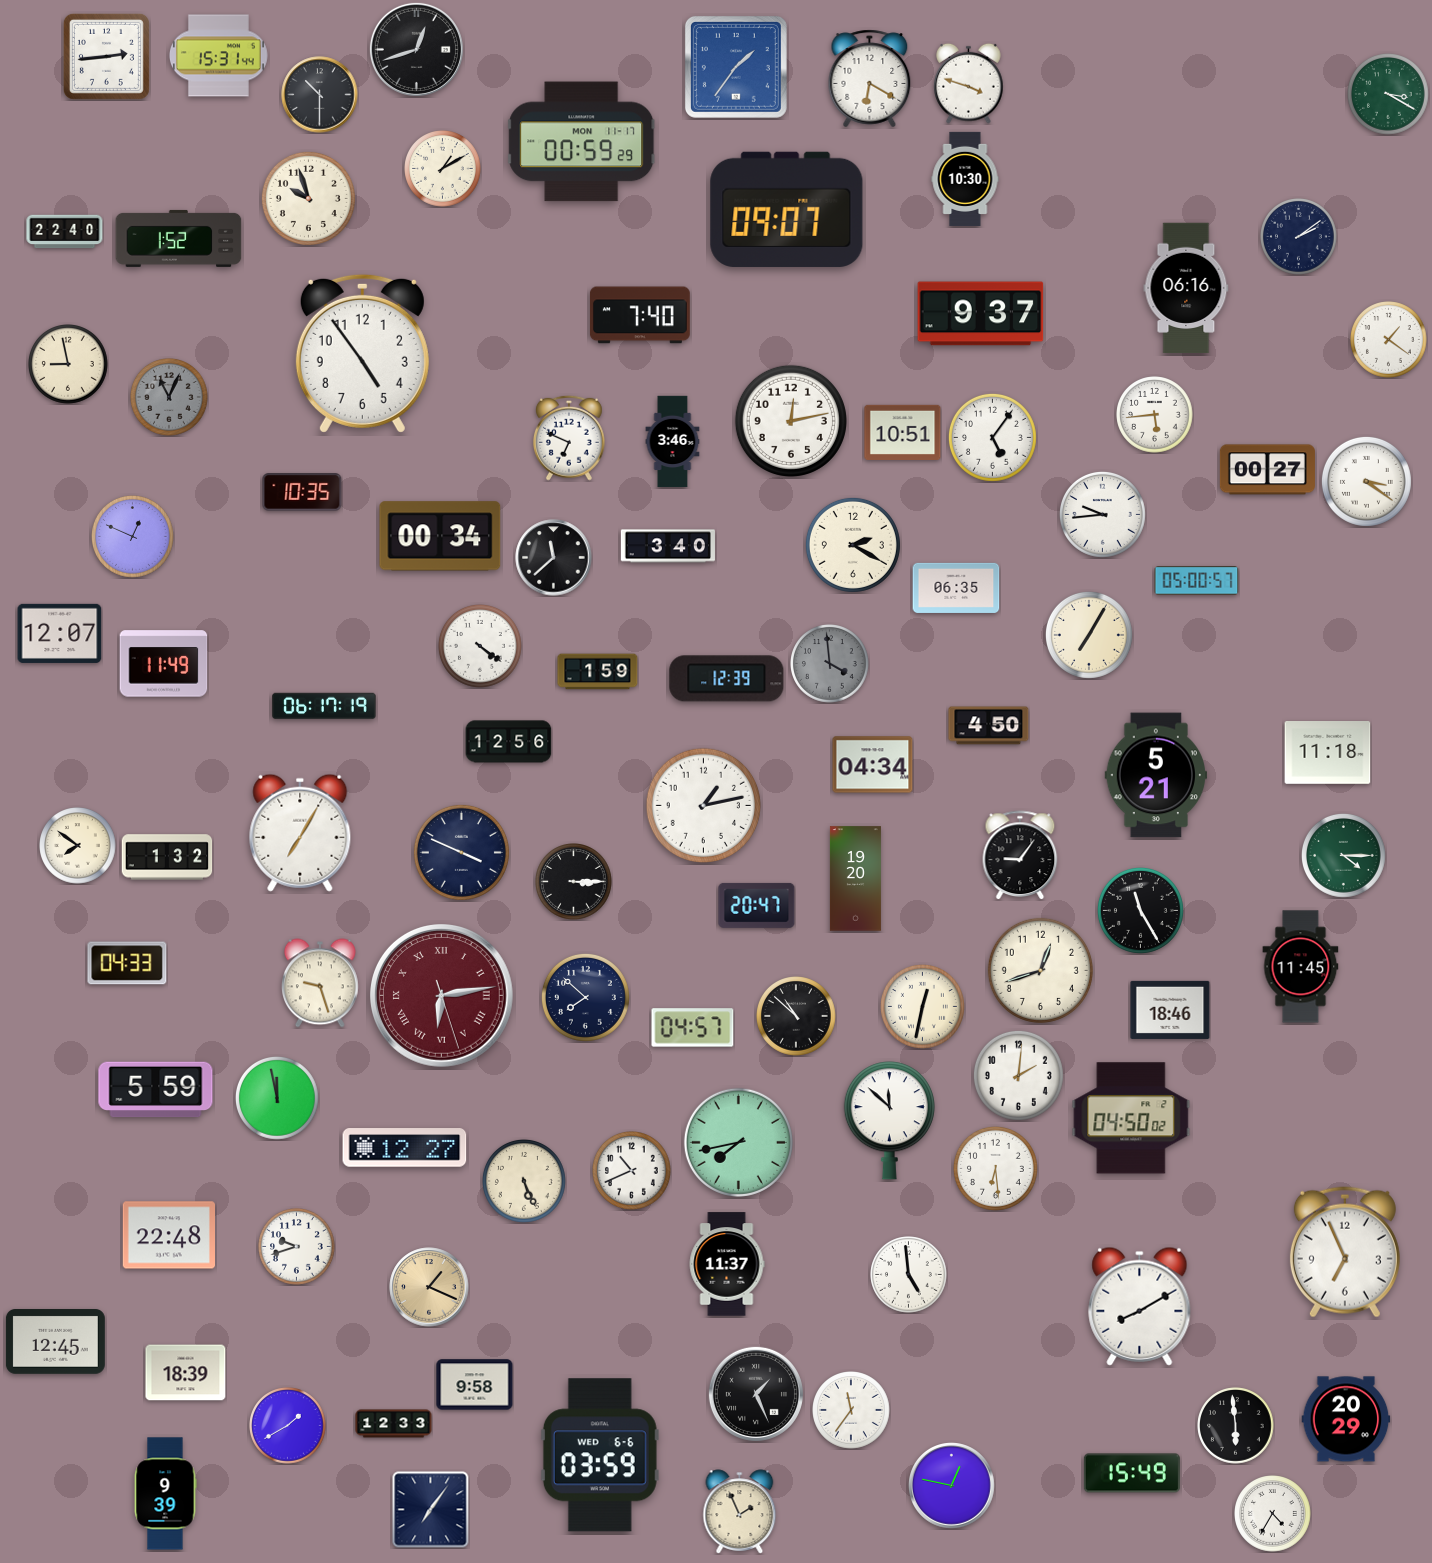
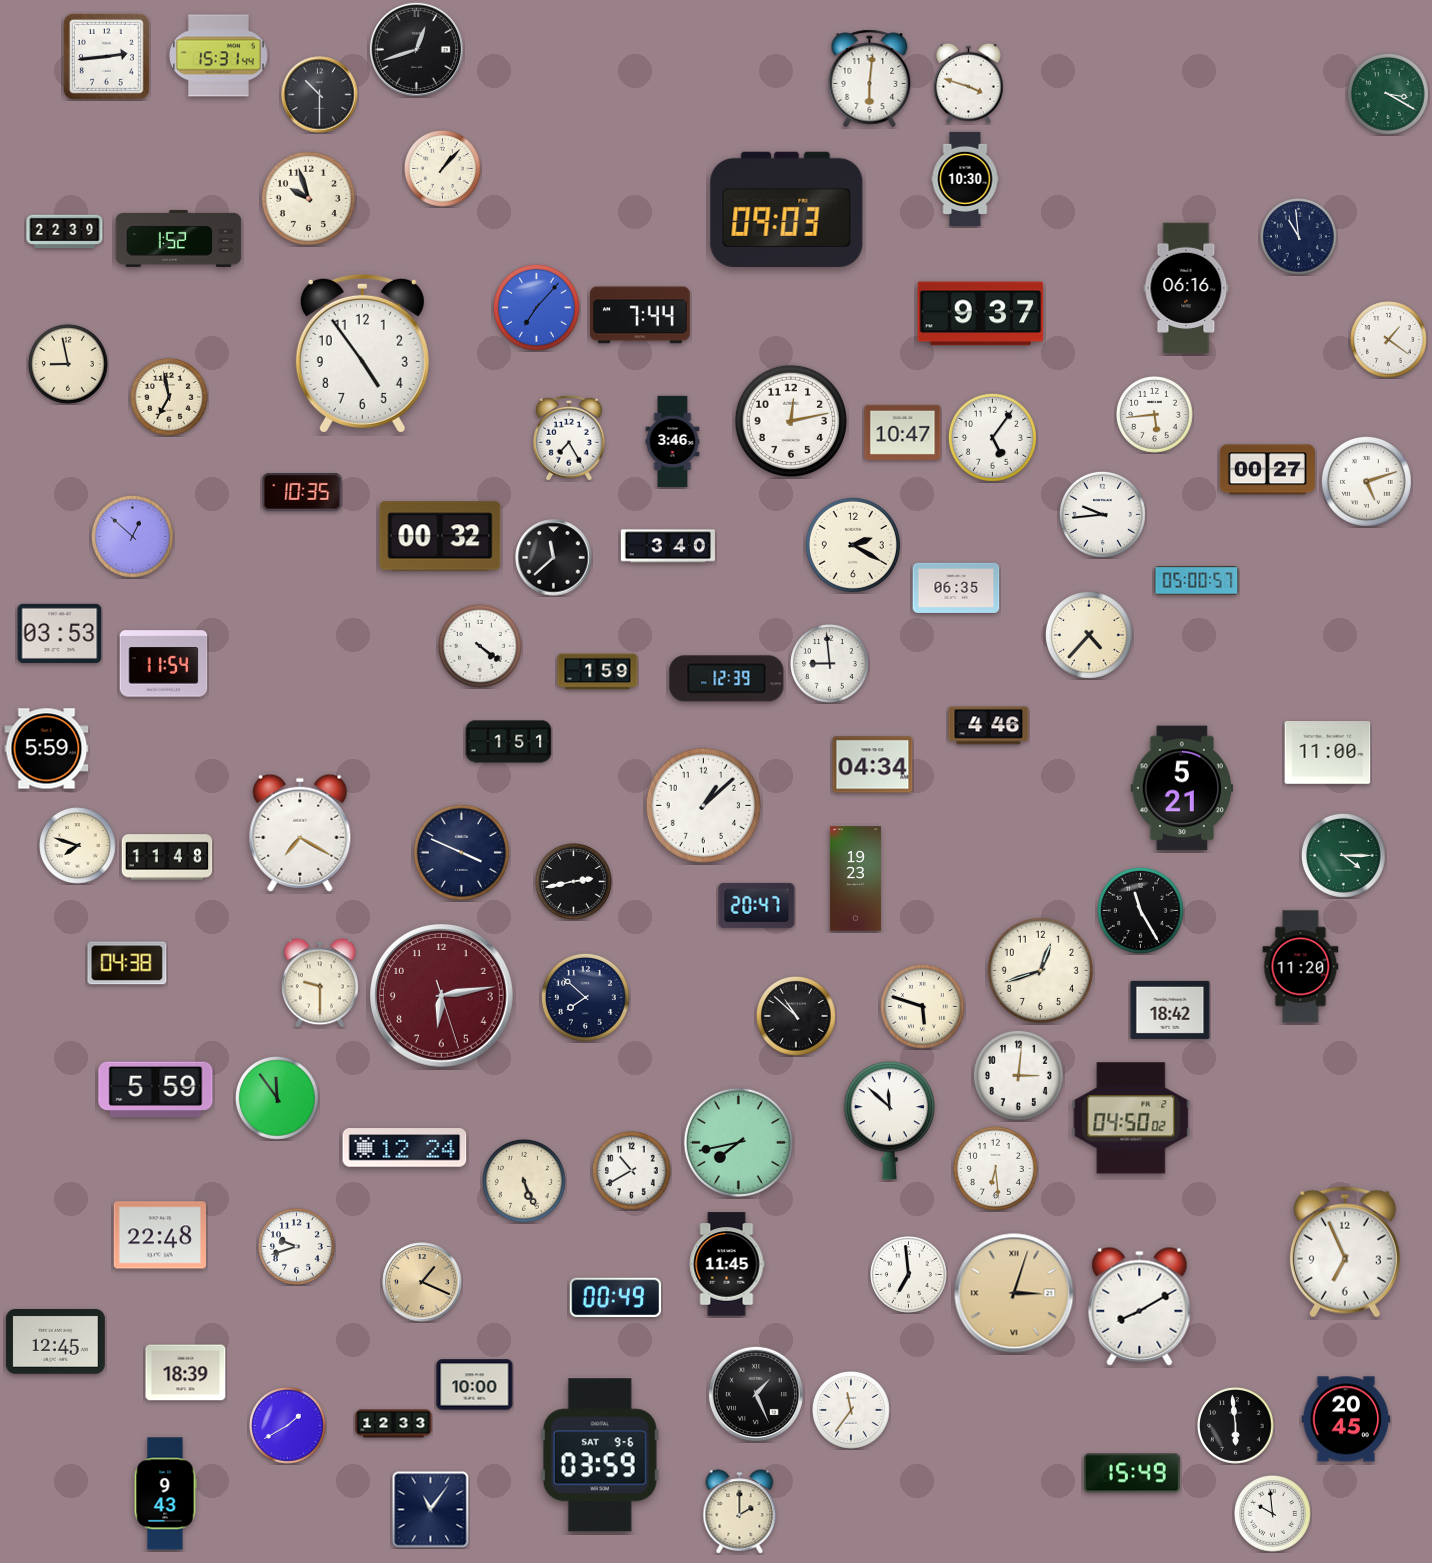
clock at (736, 67): 1:36 -> none
clock at (870, 79): 6:20 -> 6:01
clock at (582, 142): 00:59 -> none
clock at (443, 169): 1:10 -> 1:07
clock at (787, 209): 09:07 -> 09:03
clock at (65, 232): 22:40 -> 22:39
clock at (1299, 237): 2:09 -> 10:59
clock at (536, 307): none -> 7:07
clock at (640, 315): 7:40 -> 7:44
clock at (170, 398): 11:04 -> 6:58
clock at (170, 398) dial: grey -> cream
clock at (903, 432): 10:51 -> 10:47
clock at (569, 438): 6:49 -> 7:25
clock at (1366, 481): 3:21 -> 5:12
clock at (440, 536): 00:34 -> 00:32
clock at (133, 537): 12:49 -> 12:52
clock at (60, 633): 12:07 -> 03:53
clock at (1089, 635): 7:05 -> 4:37
clock at (164, 664): 11:49 -> 11:54
clock at (830, 664): 3:59 -> 8:59
clock at (830, 664) dial: grey -> white
clock at (324, 706): 06:17 -> none
clock at (989, 726): 4:50 -> 4:46
clock at (509, 742): 12:56 -> 1:51
clock at (47, 749): none -> 5:59
clock at (1328, 753): 11:18 -> 11:00
clock at (1155, 775) position: (1155, 775) -> (1181, 788)
clock at (703, 805): 1:13 -> 1:08
clock at (300, 833): 7:05 -> 7:20
clock at (78, 846): 7:51 -> 7:48
clock at (1020, 855): 9:06 -> none
clock at (167, 857): 1:32 -> 11:48
clock at (855, 879): 19:20 -> 19:23
clock at (574, 882): 3:15 -> 2:43
clock at (127, 963): 04:33 -> 04:38
clock at (1301, 967): 11:45 -> 11:20
clock at (320, 983): 9:27 -> 9:30
clock at (442, 996) numerals: Roman -> Arabic
clock at (922, 1006): 12:32 -> 5:48
clock at (1170, 1010): 18:46 -> 18:42
clock at (693, 1028): 04:57 -> none
clock at (1018, 1075): 2:01 -> 3:01
clock at (277, 1098): 11:58 -> 11:54
clock at (405, 1148): 12:27 -> 12:24
clock at (632, 1171): 10:41 -> 10:40
clock at (168, 1235) position: (168, 1235) -> (159, 1235)
clock at (727, 1264): 11:37 -> 11:45
clock at (909, 1275): 4:59 -> 6:59
clock at (429, 1287) position: (429, 1287) -> (422, 1282)
clock at (1014, 1293): none -> 3:03
clock at (615, 1297): none -> 00:49
clock at (475, 1385): 9:58 -> 10:00
clock at (1346, 1419): 20:29 -> 20:45
clock at (600, 1455) date: WED 6-6 -> SAT 9-6
clock at (952, 1486): 12:47 -> none
clock at (165, 1494): 9:39 -> 9:43
clock at (431, 1510): 7:06 -> 11:06
clock at (740, 1512): 1:56 -> 2:00
clock at (1273, 1514): 4:35 -> 9:59
